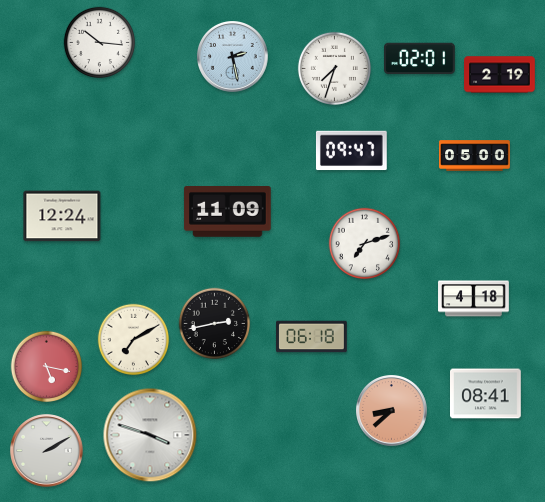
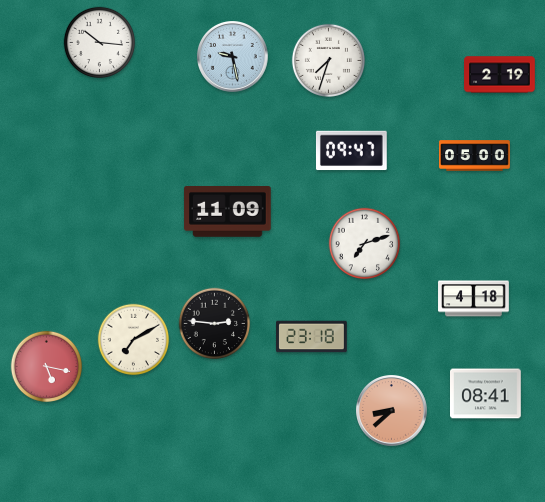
clock at (233, 57): 2:28 -> 9:28
clock at (420, 59): 02:01 -> none
clock at (334, 68) position: (334, 68) -> (328, 60)
clock at (62, 216): 12:24 -> none
clock at (215, 324): 2:43 -> 2:46
clock at (312, 337): 06:18 -> 23:18
clock at (150, 435): 3:48 -> none
clock at (47, 451): 2:10 -> none
